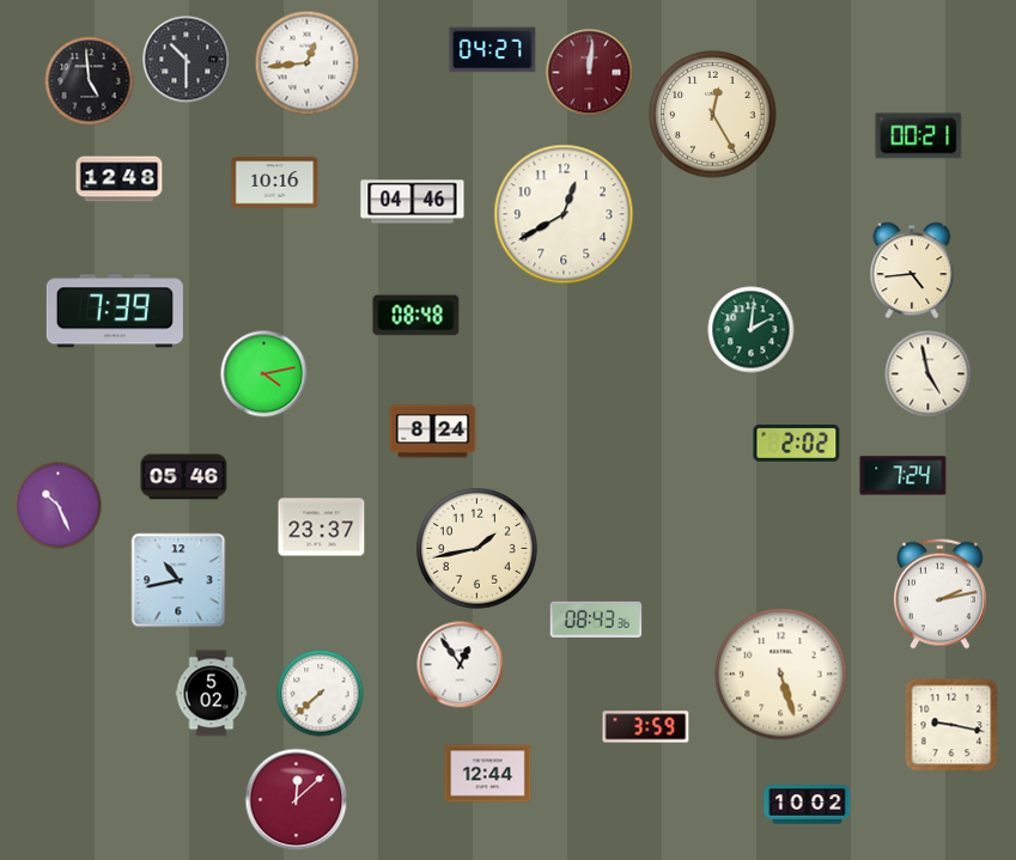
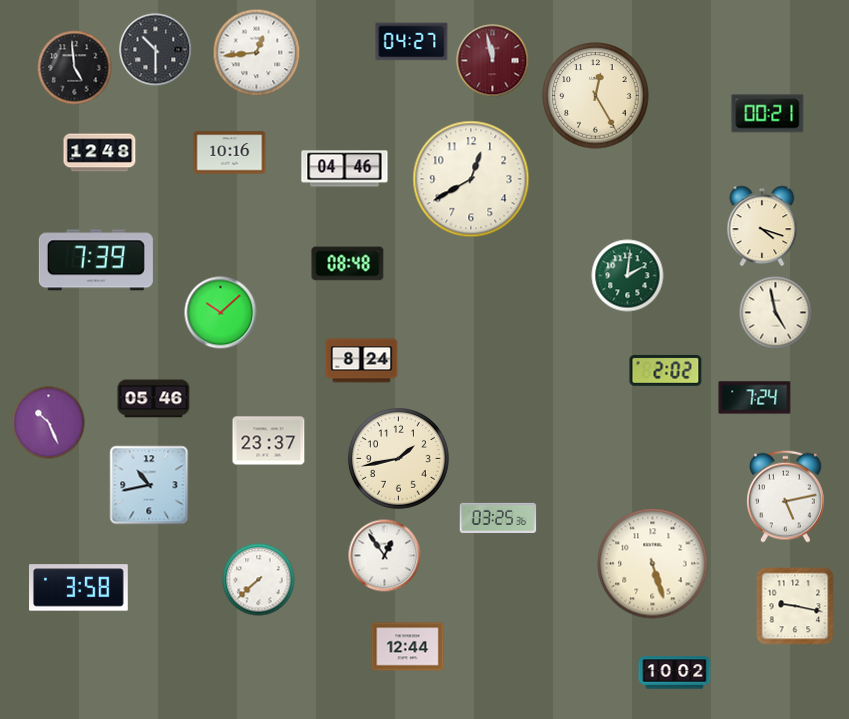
clock at (590, 73): 12:01 -> 11:58
clock at (120, 179) position: (120, 179) -> (100, 153)
clock at (912, 270): 4:44 -> 4:18
clock at (264, 374): 4:13 -> 10:08
clock at (941, 593): 2:13 -> 5:13
clock at (596, 620): 08:43 -> 03:25
clock at (212, 694): 5:02 -> none
clock at (321, 694) position: (321, 694) -> (259, 580)
clock at (79, 588): none -> 3:58
clock at (646, 727): 3:59 -> none
clock at (297, 800): 12:08 -> none
